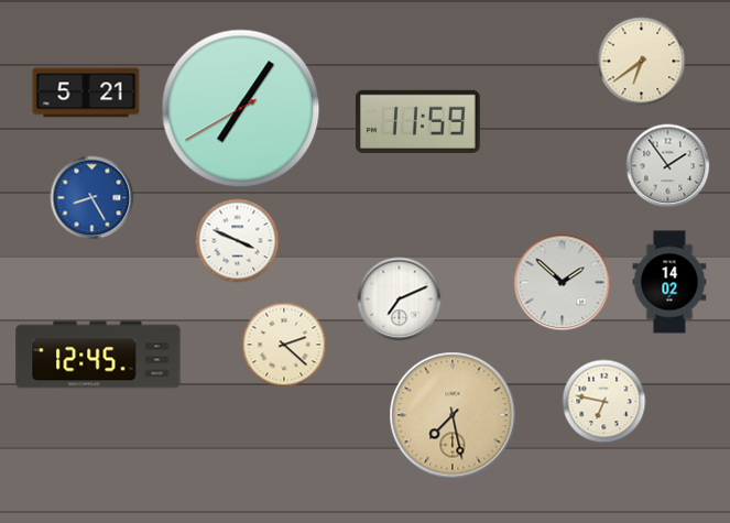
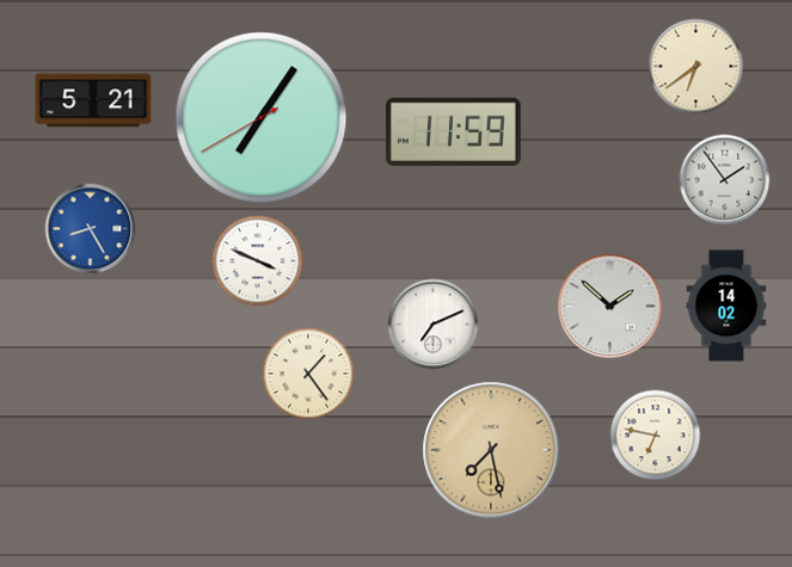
clock at (92, 198) position: (92, 198) -> (91, 229)
clock at (284, 345): 2:22 -> 1:24
clock at (98, 355): 12:45 -> none
